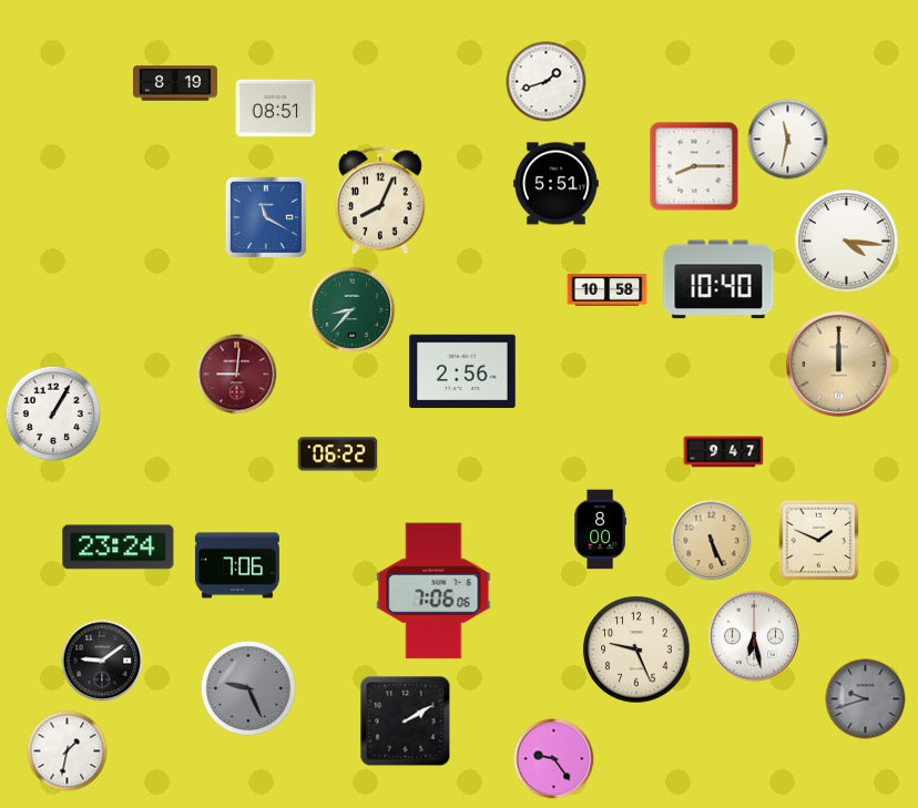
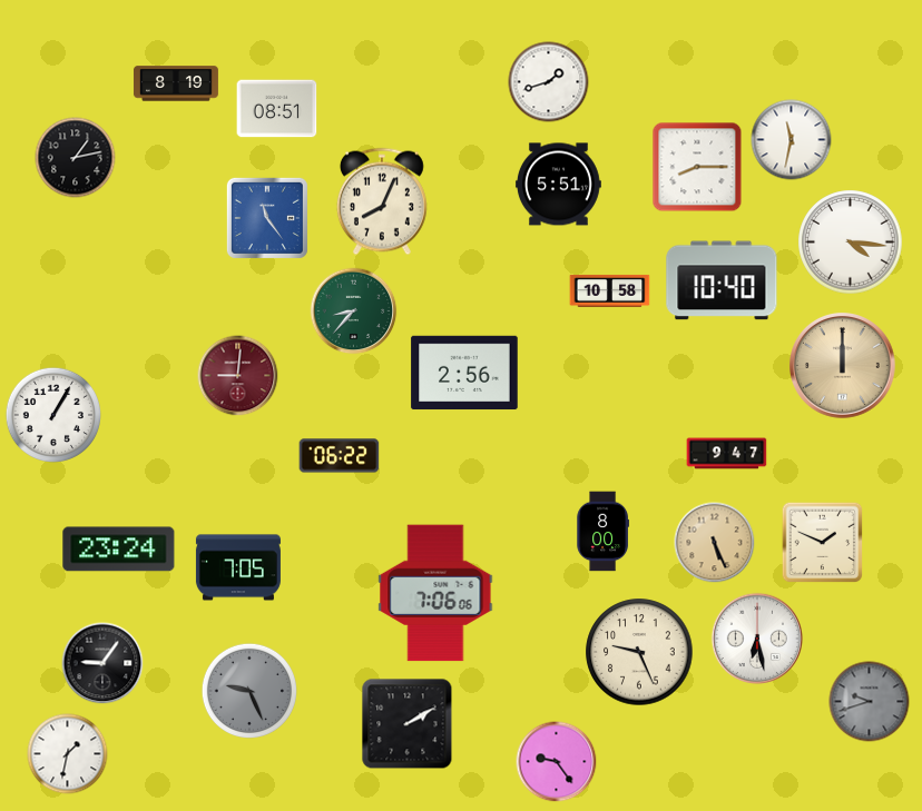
clock at (76, 158): none -> 1:13
clock at (266, 217): 11:20 -> 11:24
clock at (237, 565): 7:06 -> 7:05
clock at (102, 661): 9:09 -> 9:06
